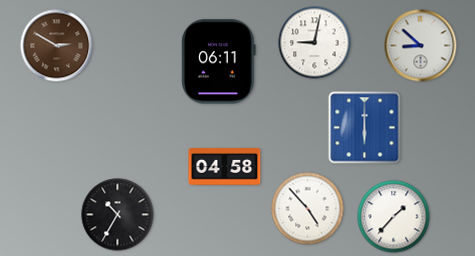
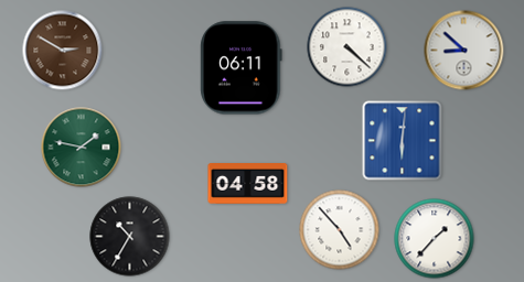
clock at (315, 43): 9:02 -> 4:22
clock at (365, 128): 6:00 -> 6:01
clock at (82, 148): none -> 1:47
